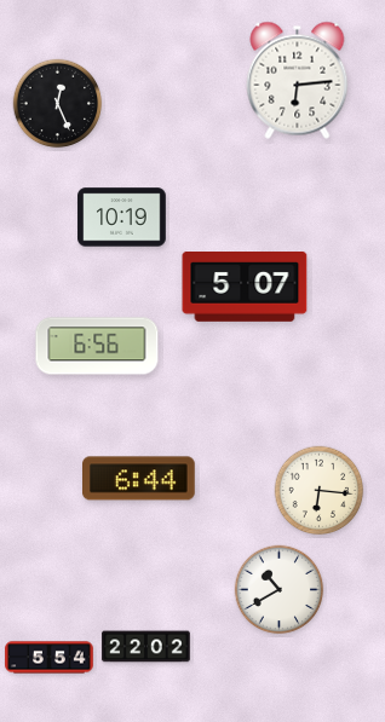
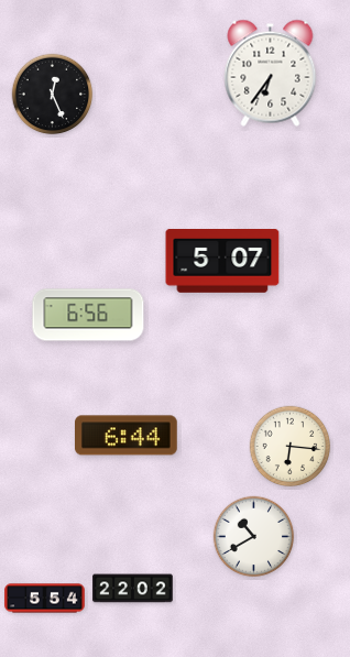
clock at (298, 80): 6:14 -> 6:36
clock at (122, 218): 10:19 -> none
